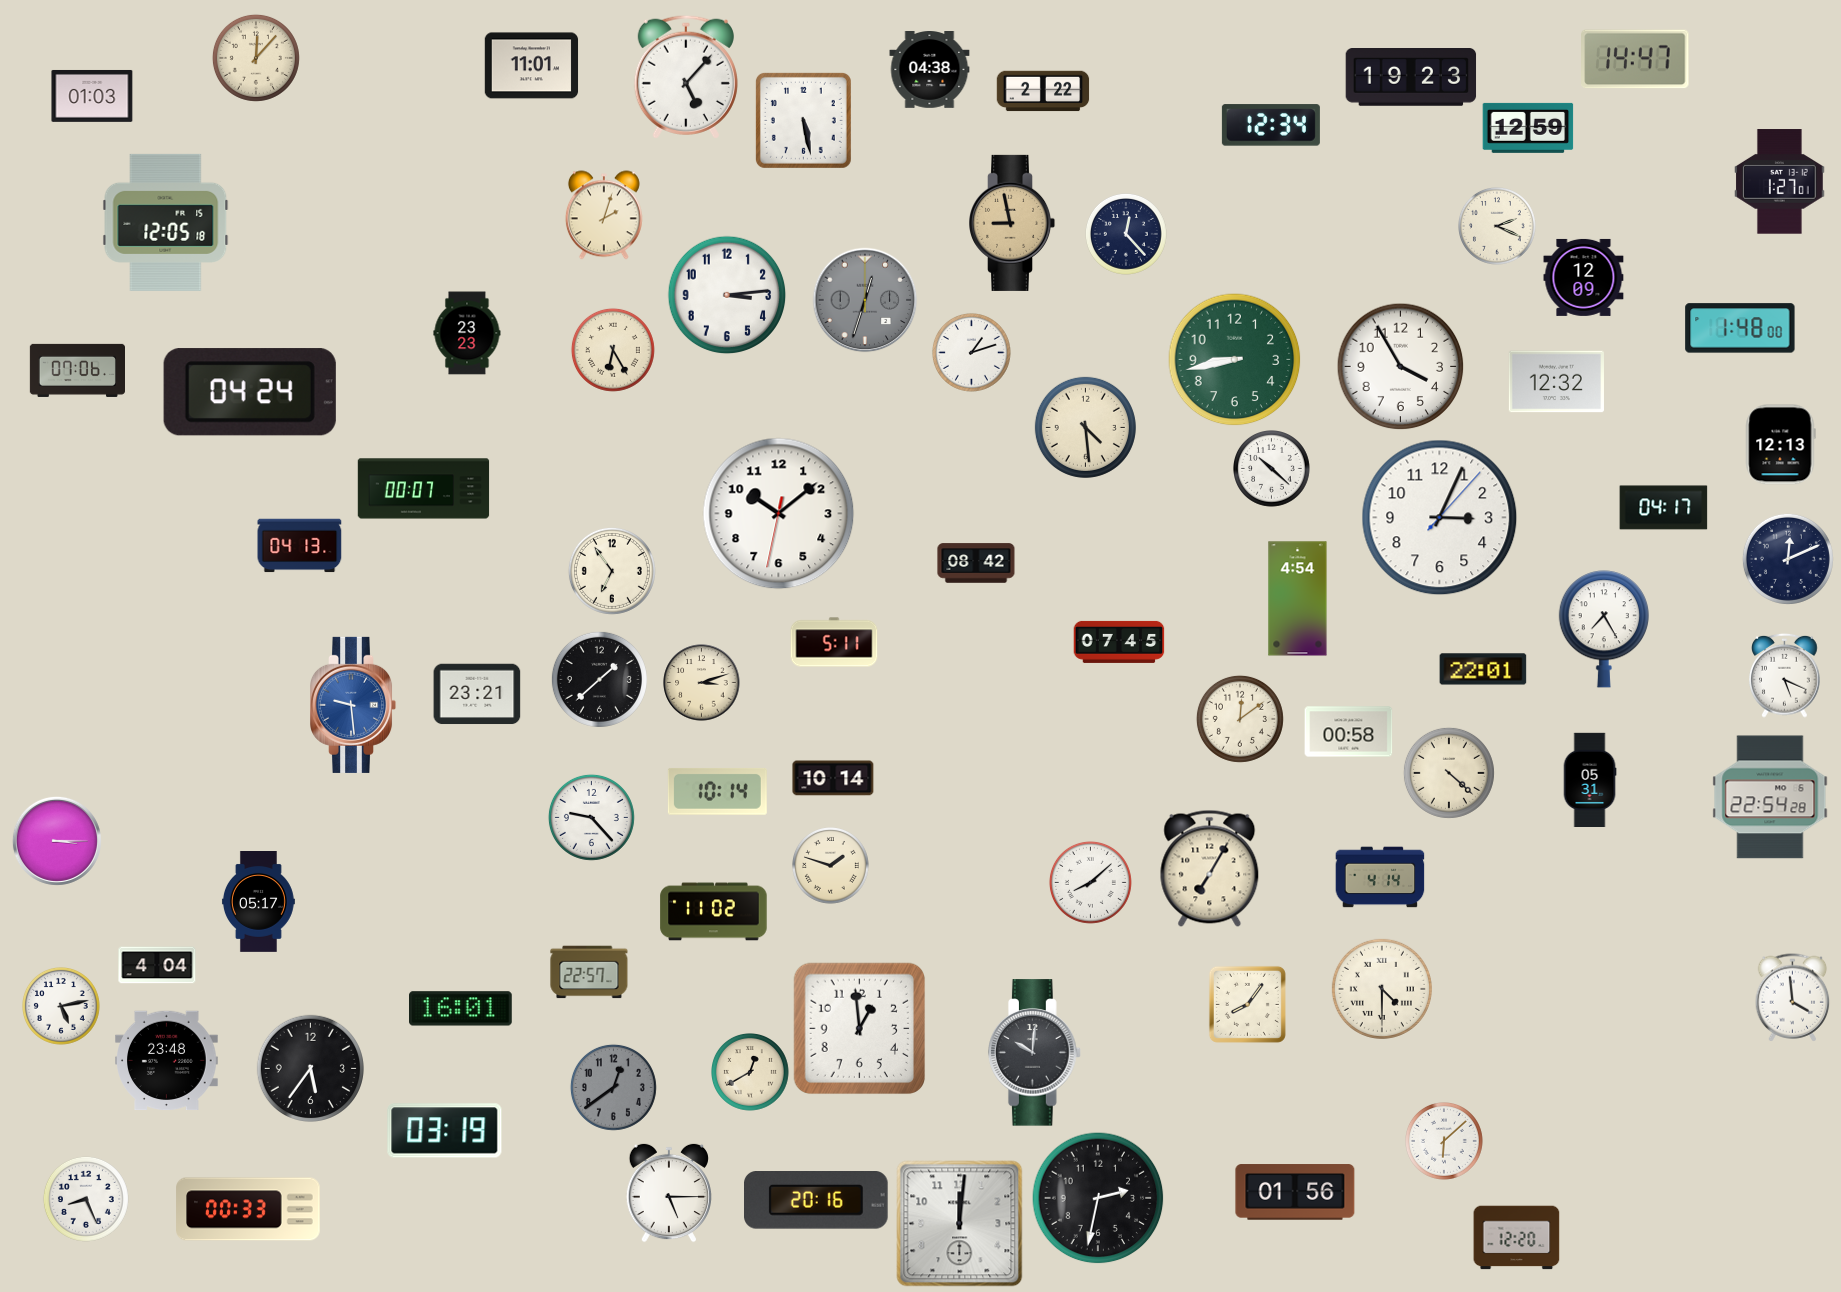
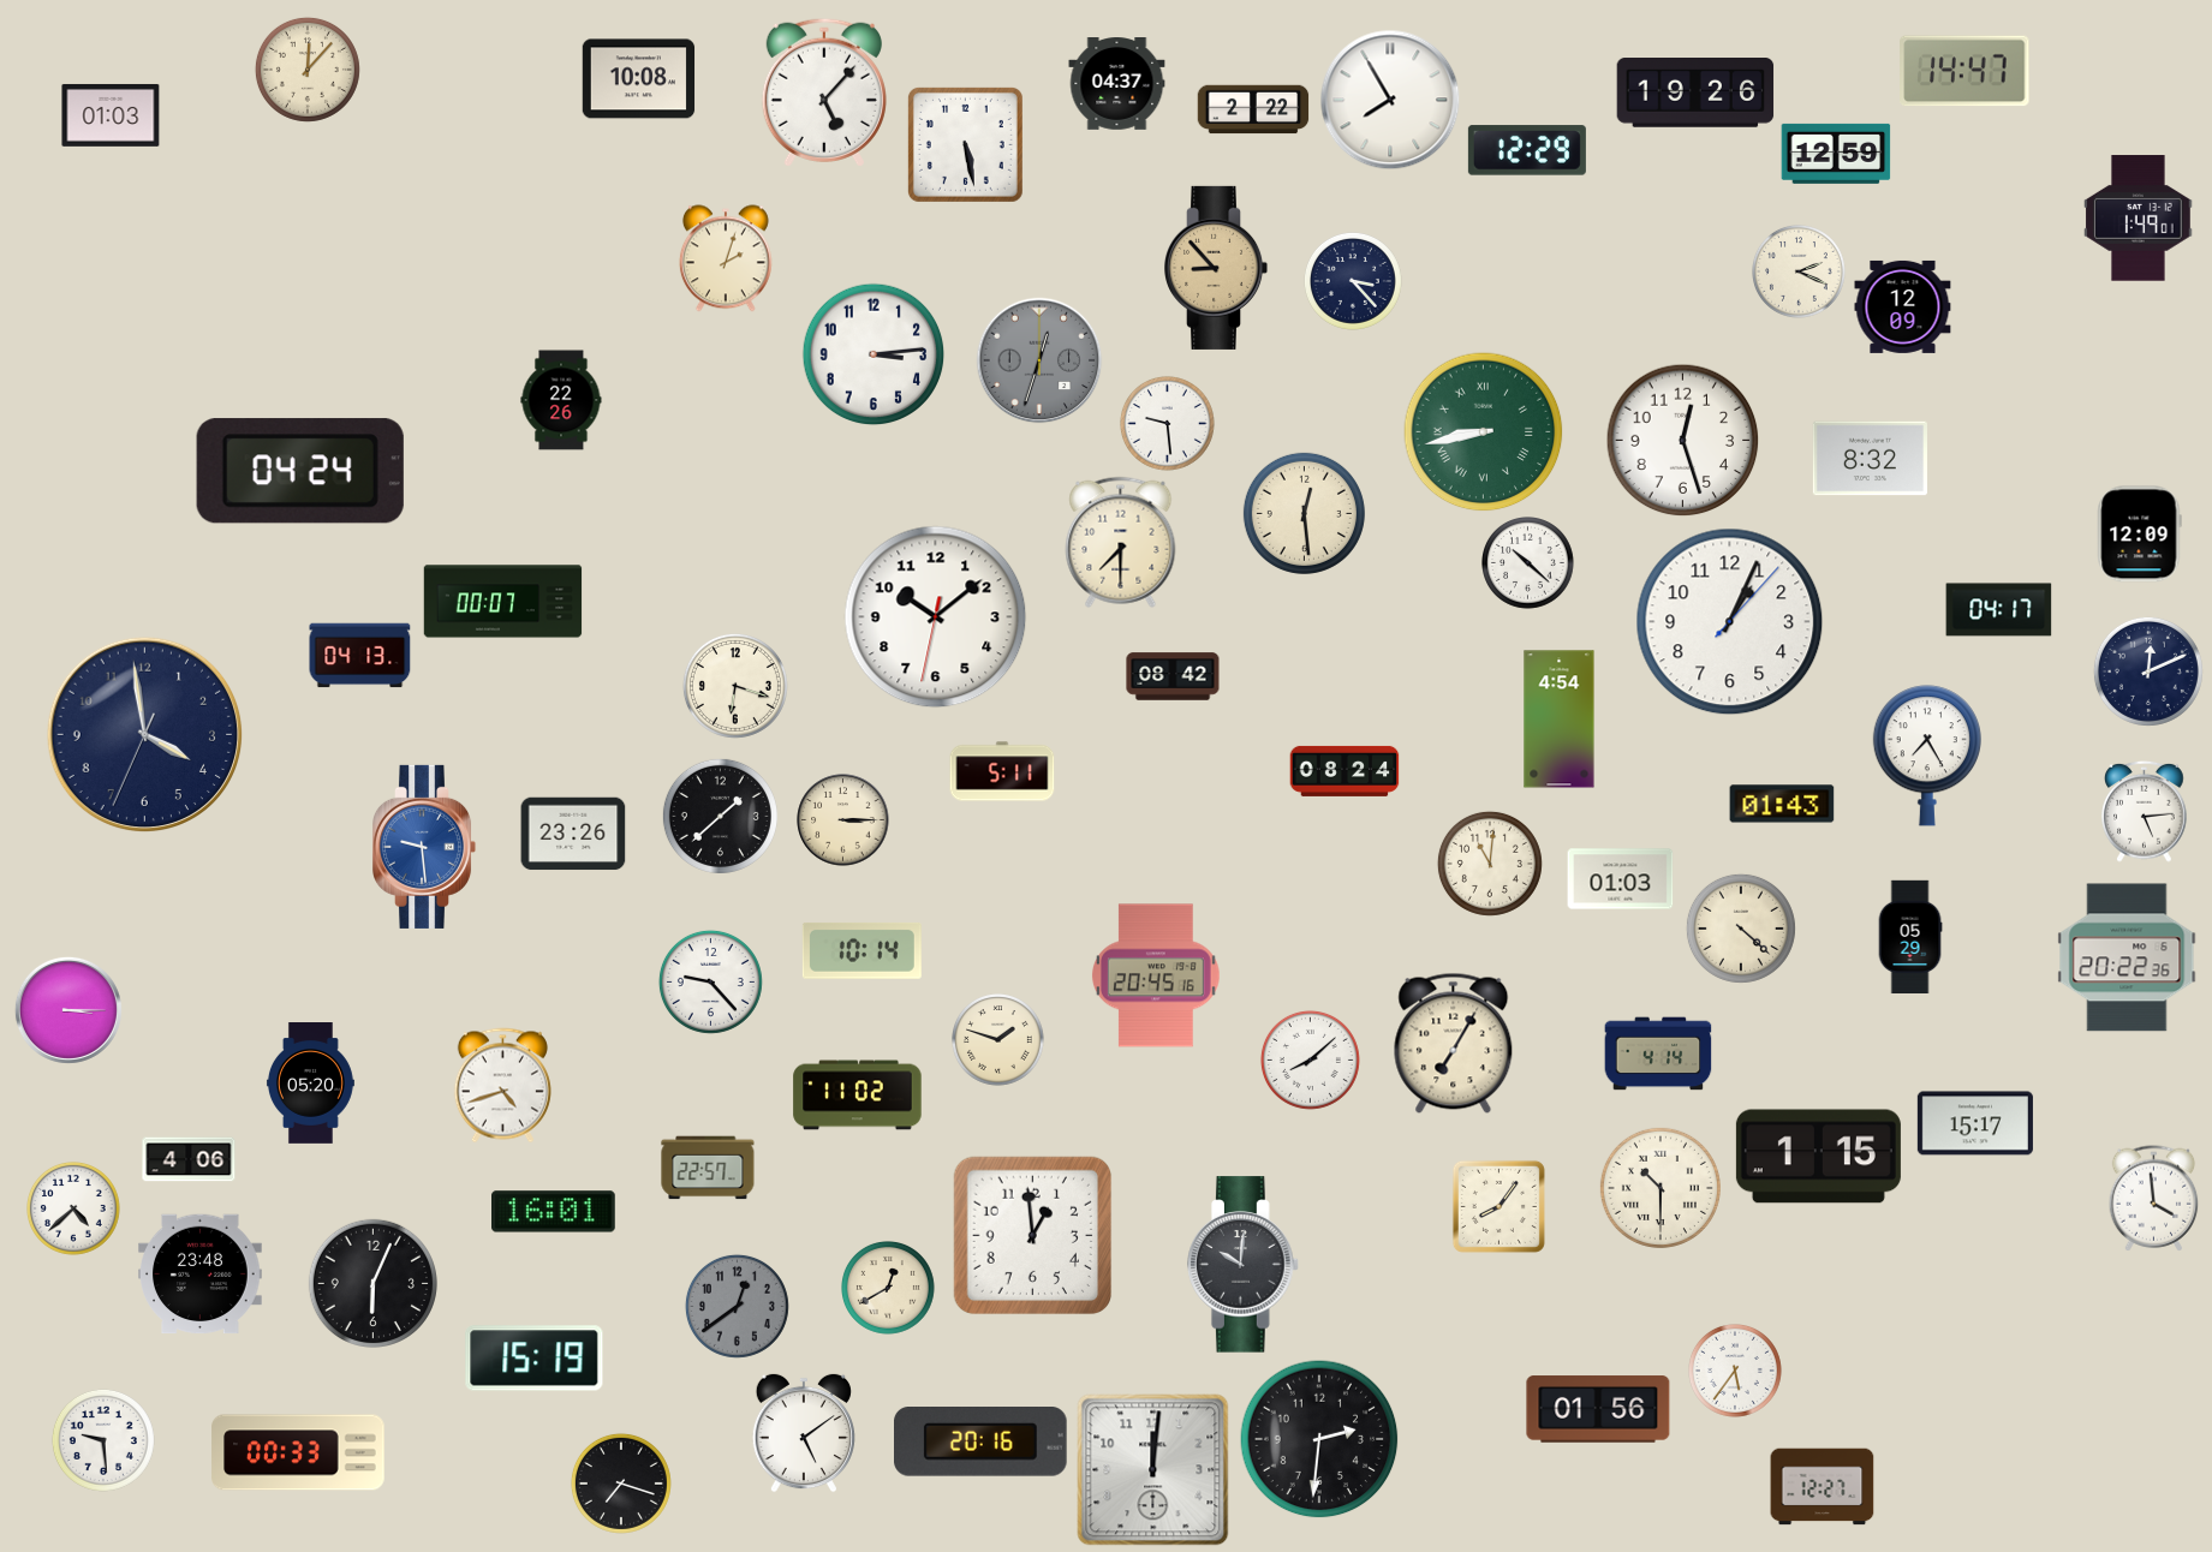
clock at (532, 66): 11:01 -> 10:08
clock at (930, 70): 04:38 -> 04:37
clock at (1411, 78): 19:23 -> 19:26
clock at (1390, 100): none -> 7:55
clock at (1271, 125): 12:34 -> 12:29
clock at (1780, 182): 1:27 -> 1:49
clock at (166, 222): 12:05 -> none
clock at (1013, 223): 8:58 -> 8:53
clock at (1126, 234): 12:23 -> 3:23
clock at (1584, 277) position: (1584, 277) -> (1903, 306)
clock at (1740, 328): 1:48 -> none
clock at (467, 333): 23:23 -> 22:26
clock at (613, 350): 6:25 -> none
clock at (971, 352): 1:12 -> 9:29
clock at (1235, 360) numerals: Arabic -> Roman
clock at (1401, 367): 3:55 -> 12:27
clock at (77, 370): 07:06 -> none
clock at (1556, 382): 12:32 -> 8:32
clock at (1085, 427): 4:29 -> 12:29
clock at (1780, 445): 12:13 -> 12:09
clock at (1121, 542): none -> 7:30
clock at (424, 489) position: (424, 489) -> (503, 602)
clock at (1440, 518): 3:04 -> 1:04
clock at (612, 571): 6:54 -> 6:18
clock at (145, 735): none -> 3:58
clock at (1119, 642): 07:45 -> 08:24
clock at (1483, 669): 22:01 -> 01:43
clock at (1785, 675): 5:19 -> 5:14
clock at (702, 683): 3:12 -> 3:15
clock at (477, 694): 23:21 -> 23:26
clock at (1240, 719): 12:09 -> 11:01
clock at (1349, 732): 00:58 -> 01:03
clock at (833, 778): 10:14 -> none
clock at (1590, 779): 05:31 -> 05:29
clock at (1770, 797): 22:54 -> 20:22
clock at (1156, 975): none -> 20:45
clock at (258, 902): 05:17 -> 05:20
clock at (502, 1086): none -> 4:42
clock at (1975, 1123): none -> 15:17
clock at (1818, 1157): none -> 1:15
clock at (157, 965): 4:04 -> 4:06
clock at (1382, 989): 4:30 -> 10:30
clock at (62, 1007): 5:13 -> 4:38
clock at (310, 1068): 5:36 -> 6:04
clock at (751, 1073) position: (751, 1073) -> (889, 1289)
clock at (445, 1131): 03:19 -> 15:19
clock at (1445, 1142): 6:08 -> 5:36
clock at (1295, 1192) position: (1295, 1192) -> (1598, 1409)
clock at (669, 1193): 5:15 -> 5:09
clock at (1098, 1198): 2:32 -> 2:31
clock at (86, 1199): 8:26 -> 9:29
clock at (621, 1484): none -> 7:18
clock at (1517, 1238): 12:20 -> 12:27
